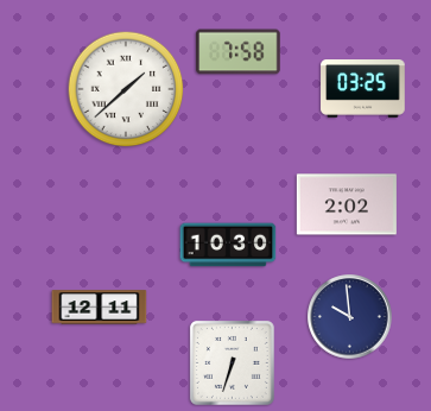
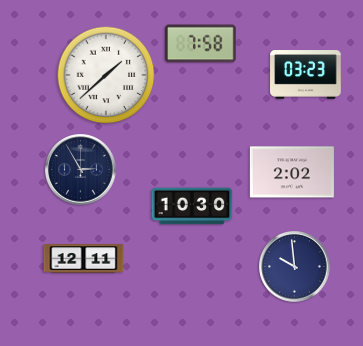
clock at (363, 89): 03:25 -> 03:23
clock at (81, 170): none -> 2:55
clock at (232, 362): 6:33 -> none
